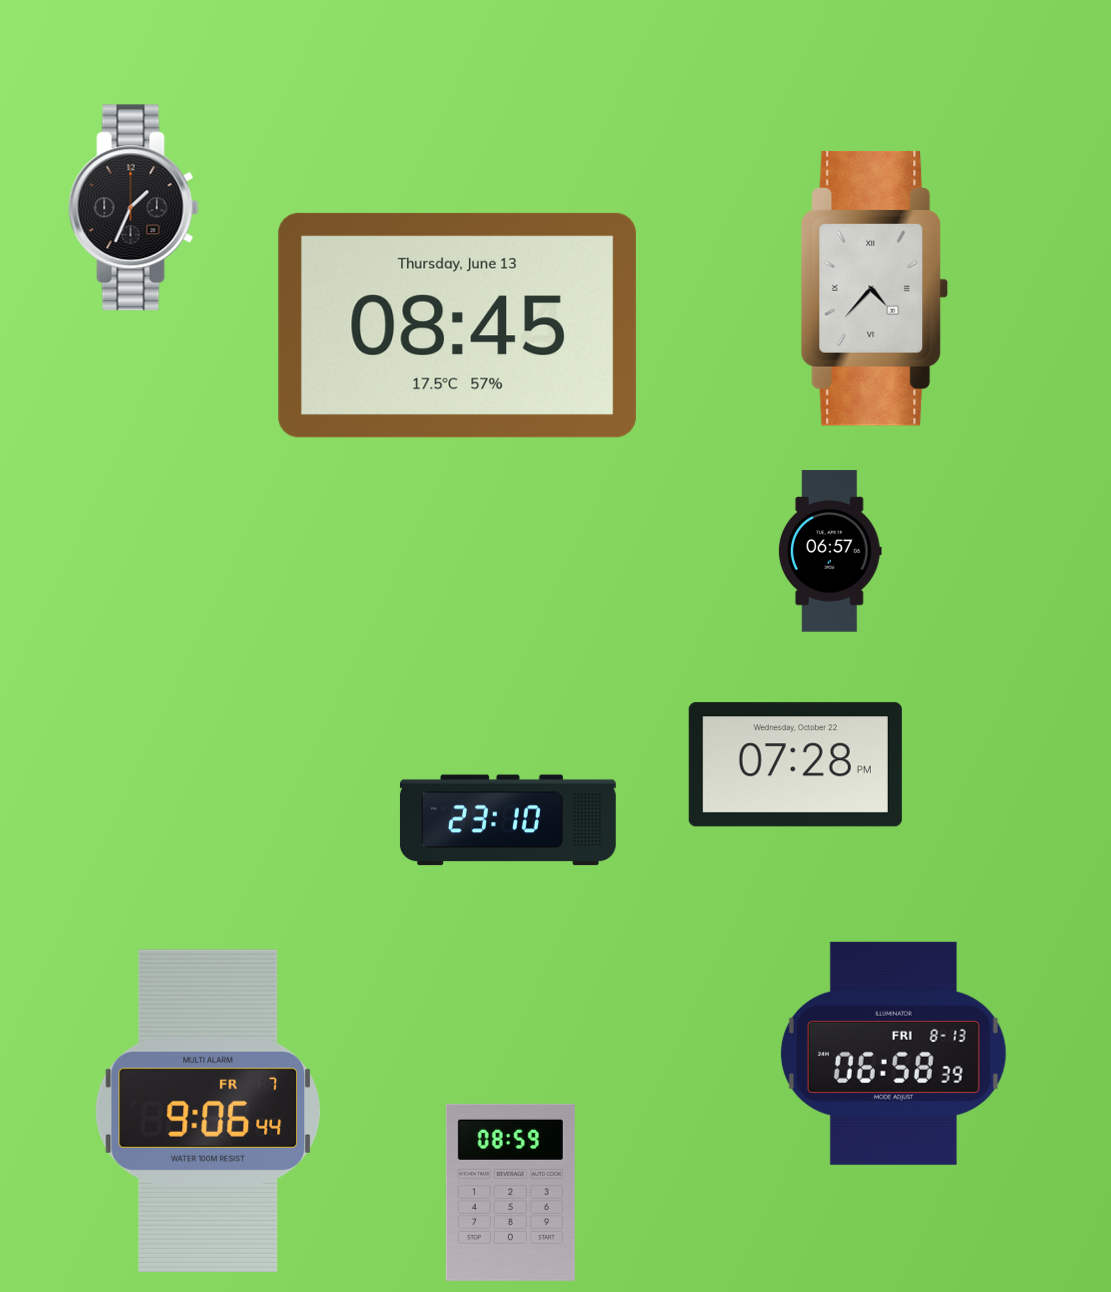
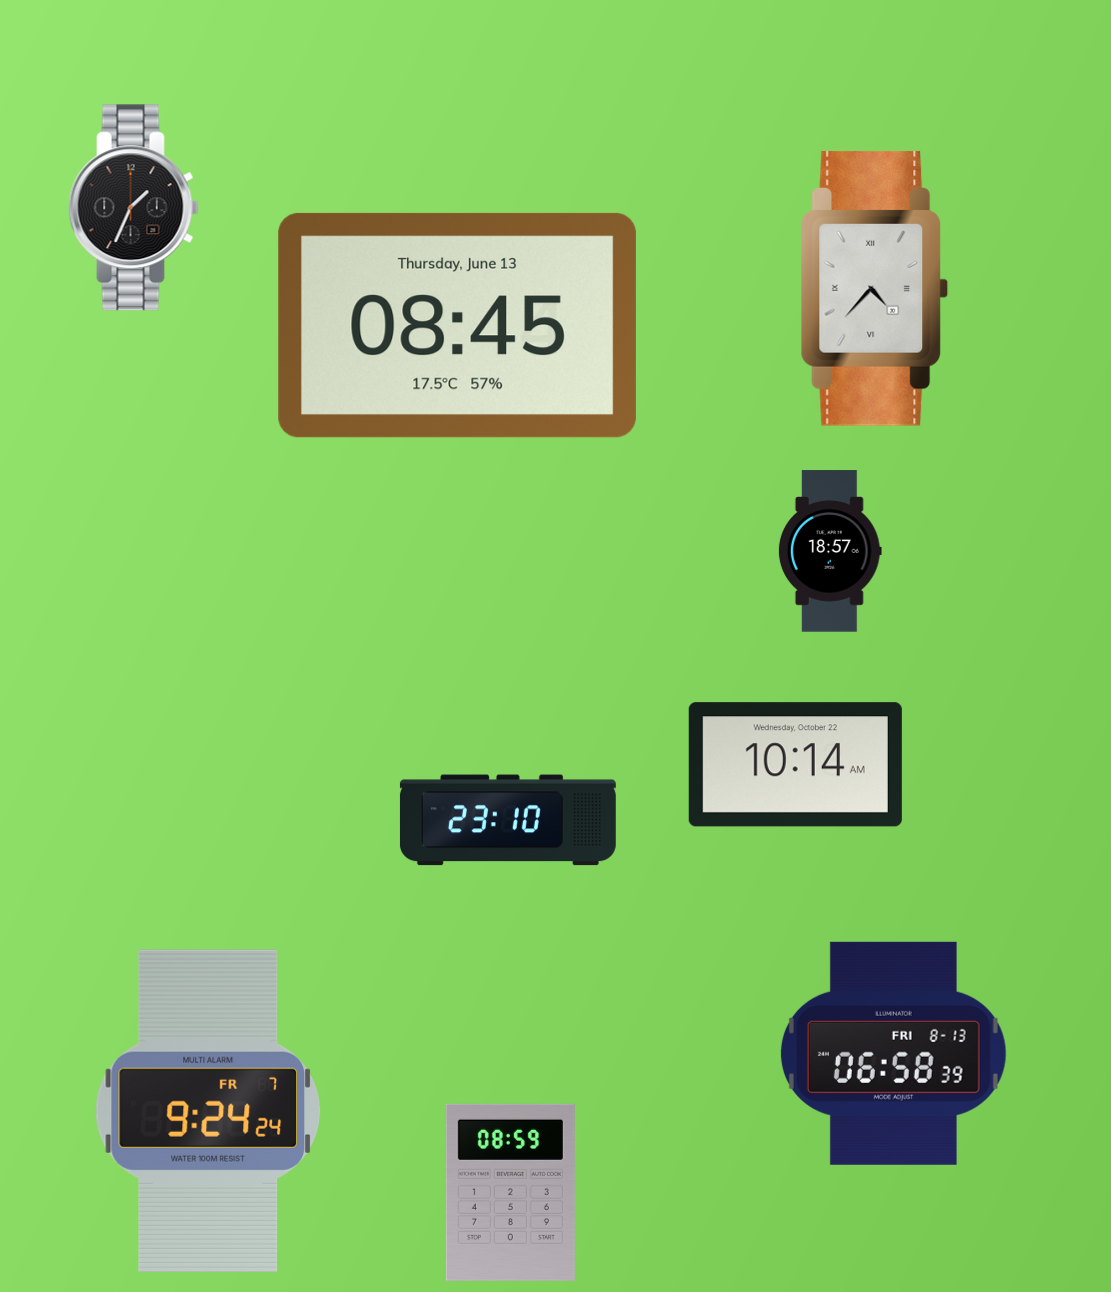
clock at (830, 551): 06:57 -> 18:57
clock at (795, 765): 07:28 -> 10:14
clock at (208, 1111): 9:06 -> 9:24
